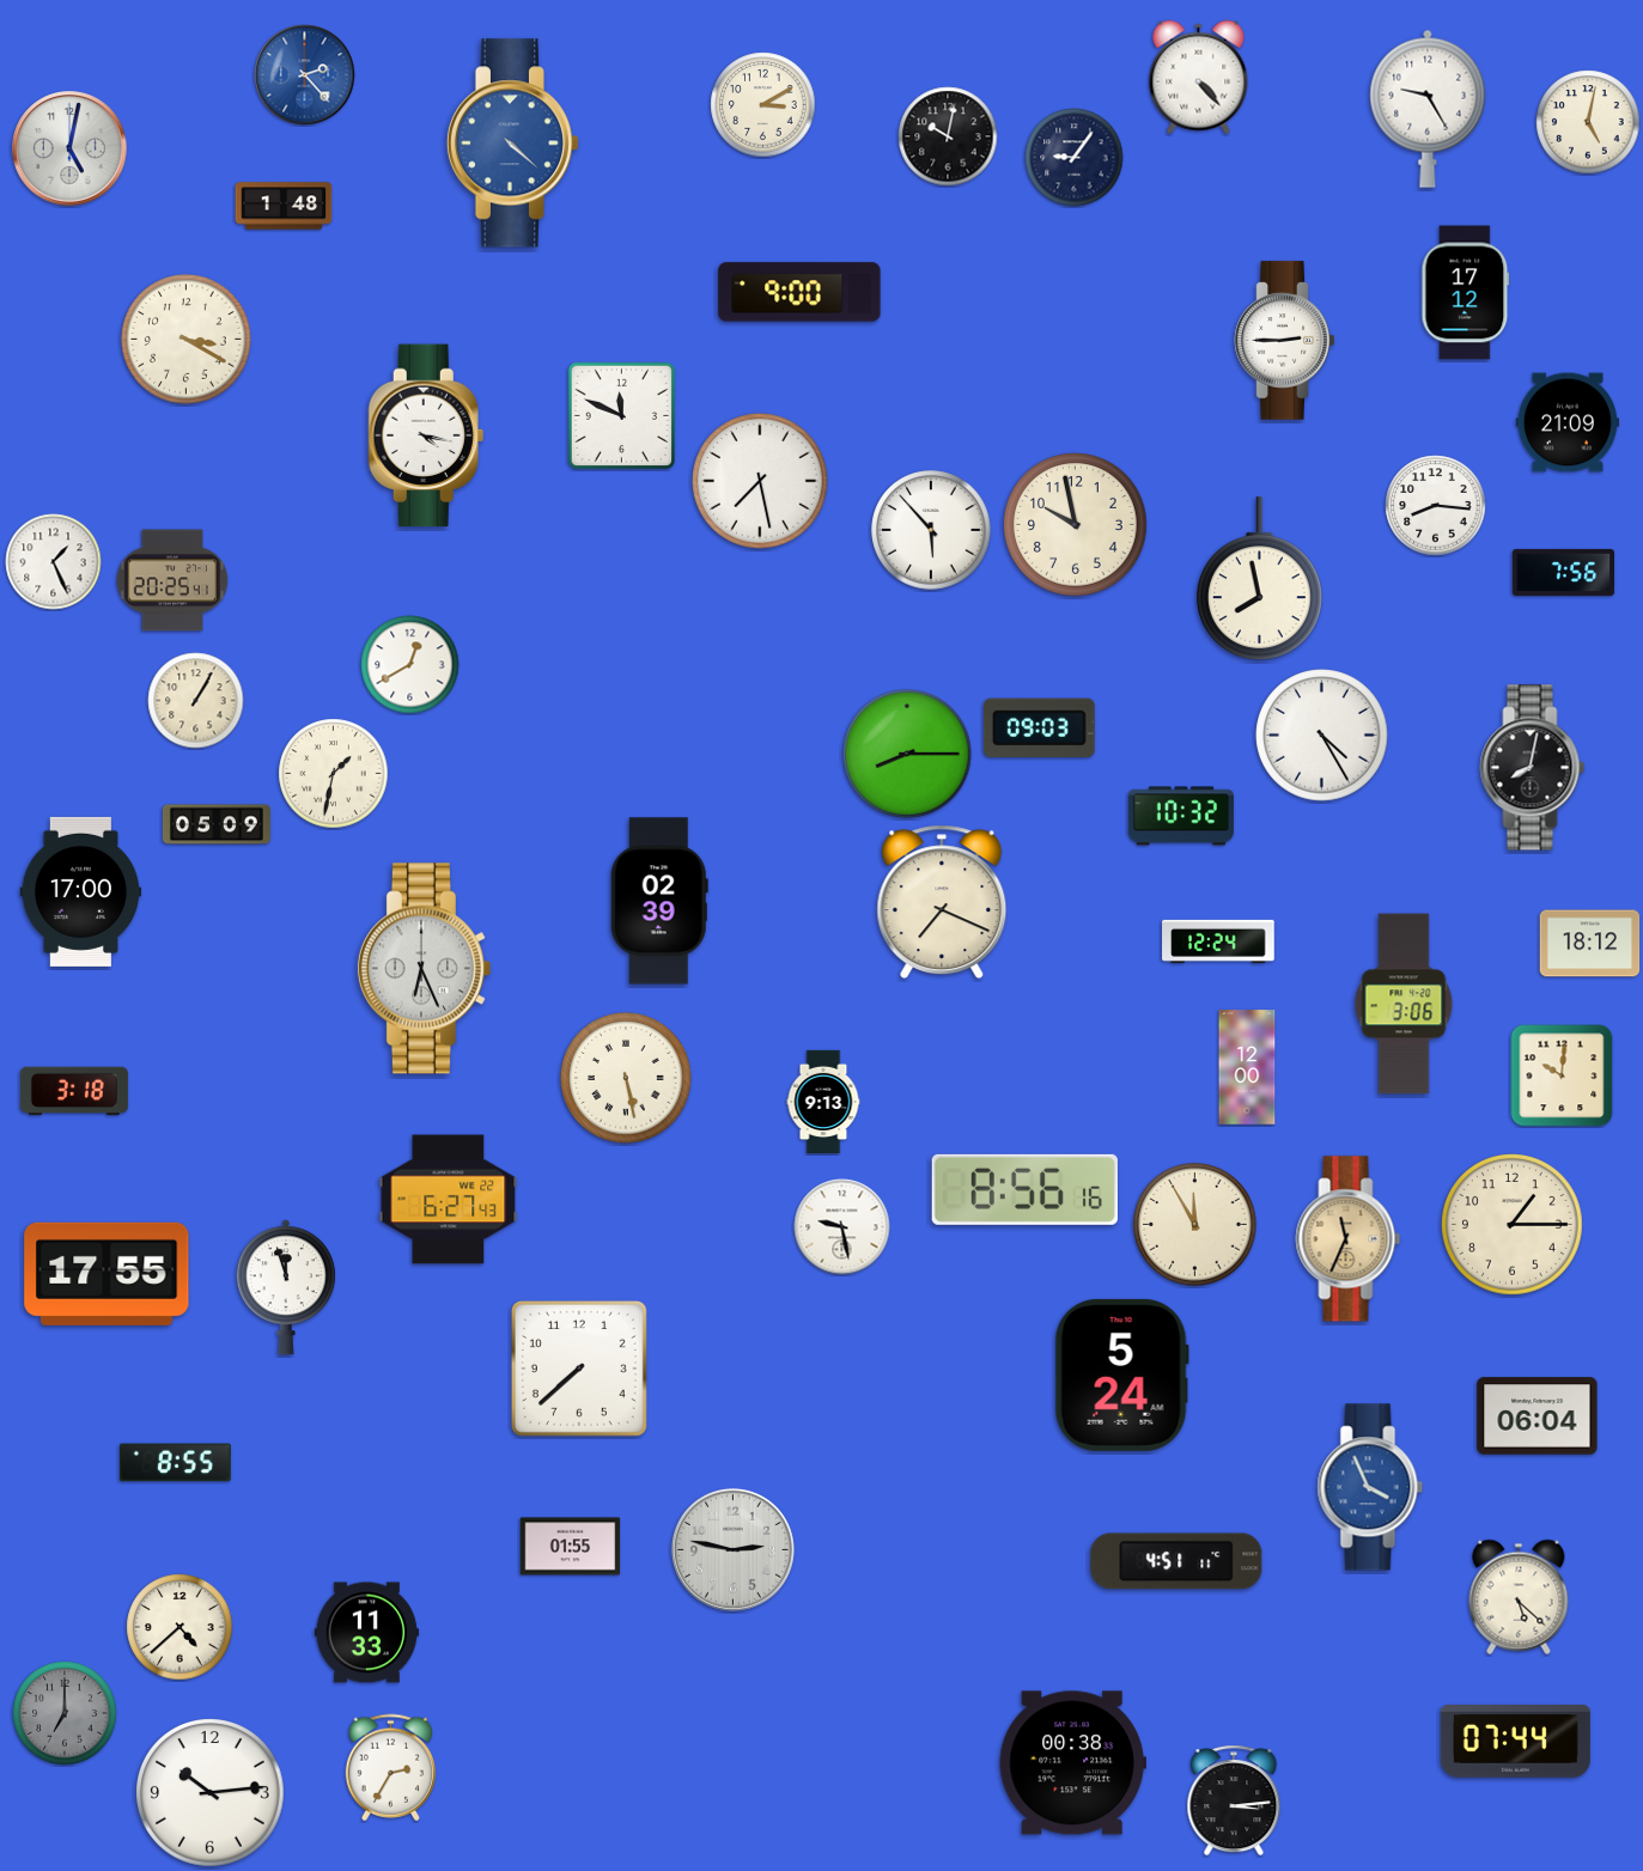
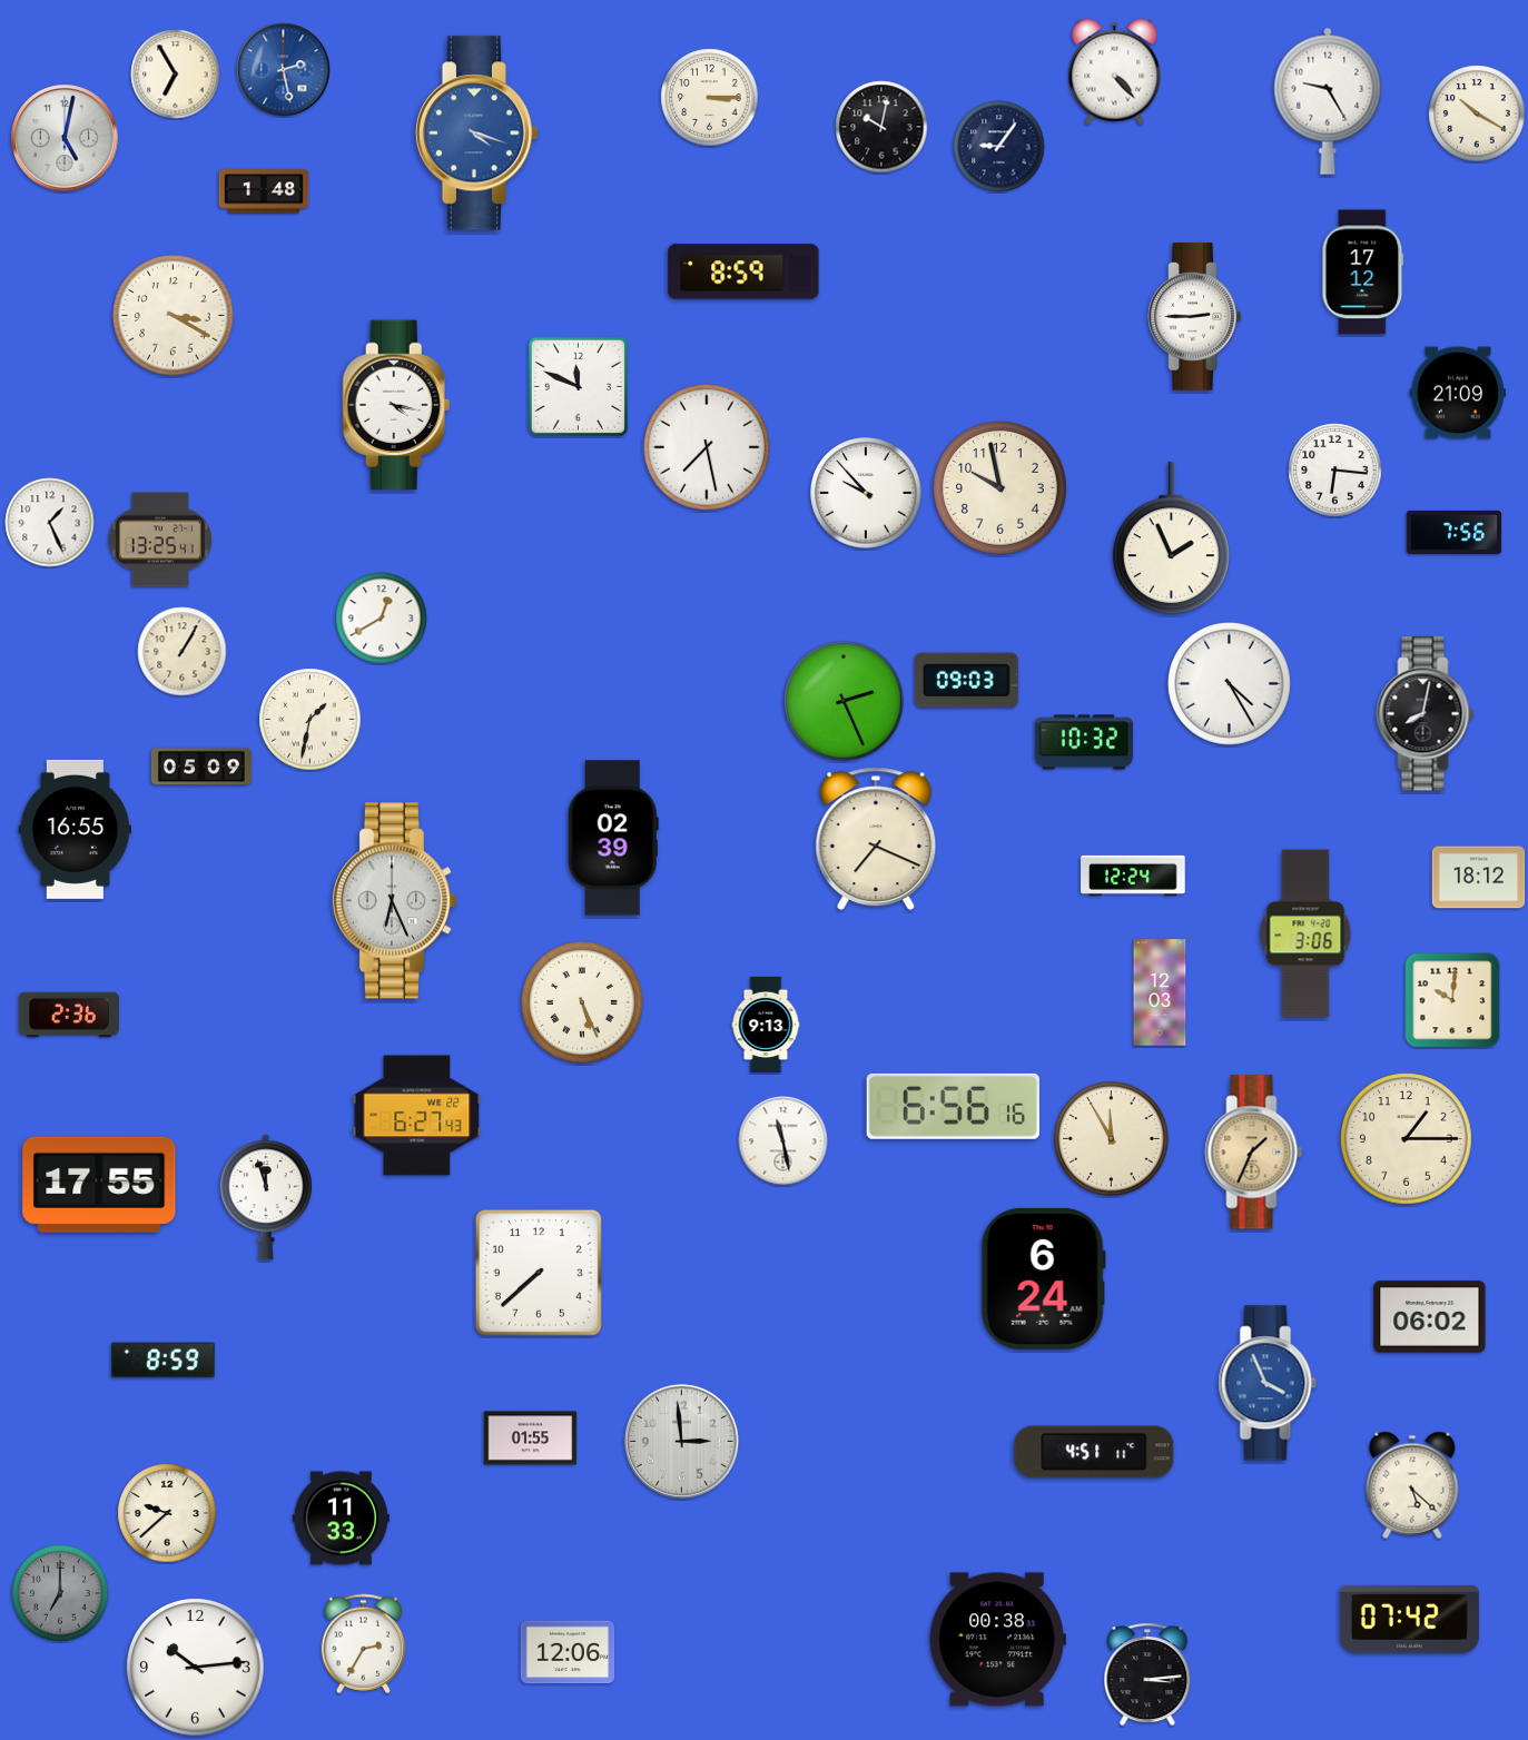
clock at (305, 75): 2:23 -> 2:28
clock at (176, 75): none -> 6:55
clock at (763, 105): 3:10 -> 3:15
clock at (1588, 122): 5:02 -> 10:20
clock at (513, 144): 4:22 -> 4:18
clock at (799, 292): 9:00 -> 8:59
clock at (1436, 506): 8:16 -> 6:16
clock at (931, 530): 5:53 -> 9:53
clock at (1259, 579): 7:58 -> 1:56
clock at (172, 580): 20:25 -> 13:25
clock at (1039, 727) position: (1039, 727) -> (966, 680)
clock at (907, 754): 8:15 -> 2:26
clock at (1181, 816) position: (1181, 816) -> (1084, 742)
clock at (81, 891): 17:00 -> 16:55
clock at (1247, 1067): 12:00 -> 12:03
clock at (626, 1078): 5:28 -> 5:26
clock at (74, 1091): 3:18 -> 2:36
clock at (1024, 1189): 8:56 -> 6:56
clock at (842, 1227): 9:28 -> 11:28
clock at (1349, 1239): 11:34 -> 1:34
clock at (1121, 1375): 5:24 -> 6:24
clock at (1538, 1416): 06:04 -> 06:02
clock at (175, 1463): 8:55 -> 8:59
clock at (1370, 1487) position: (1370, 1487) -> (1268, 1383)
clock at (732, 1549): 2:47 -> 2:59
clock at (179, 1627): 4:38 -> 9:38
clock at (1515, 1742): 07:44 -> 07:42
clock at (568, 1652): none -> 12:06
